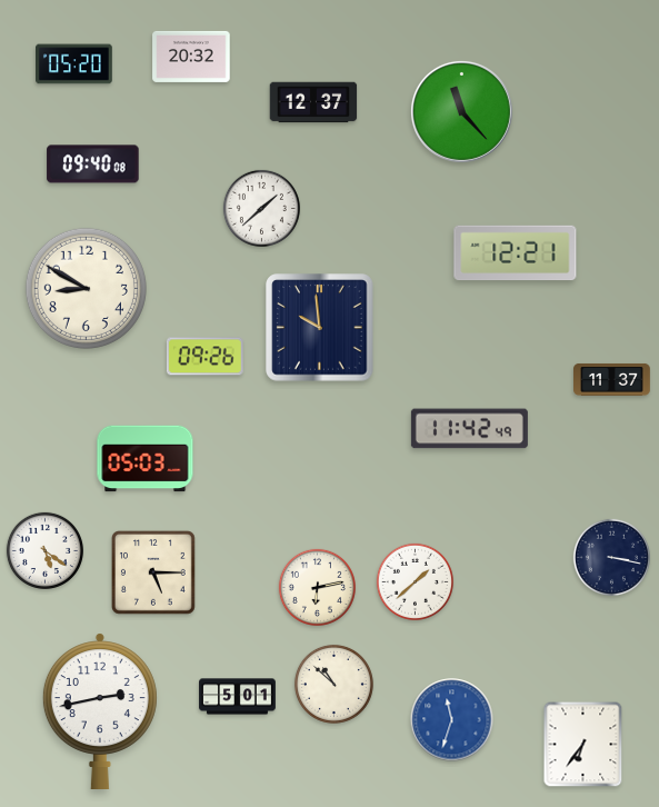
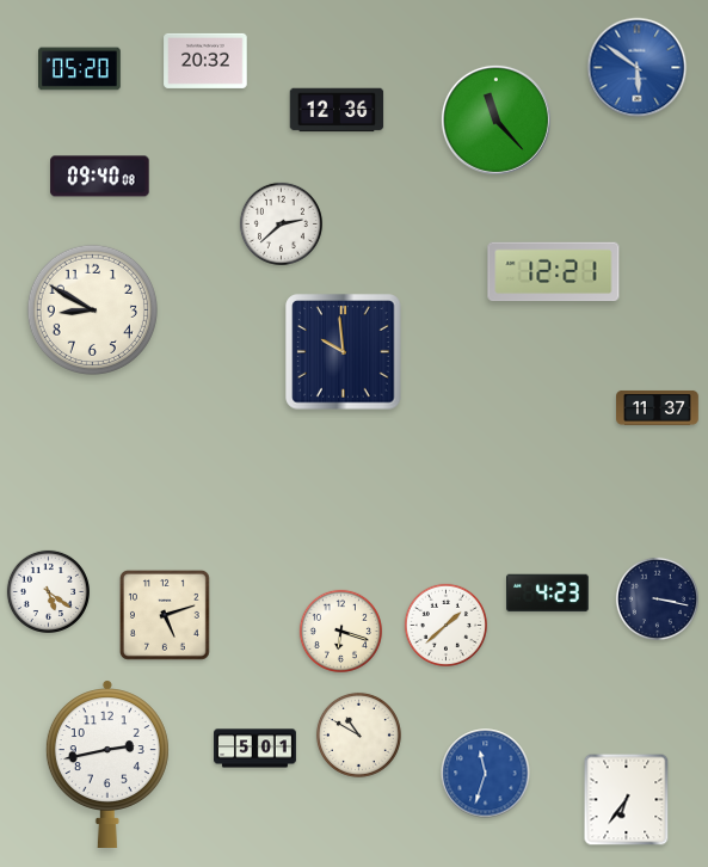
clock at (638, 68): none -> 5:51
clock at (313, 102): 12:37 -> 12:36
clock at (261, 208): 1:38 -> 2:38
clock at (204, 357): 09:26 -> none
clock at (469, 429): 11:42 -> none
clock at (146, 459): 05:03 -> none
clock at (548, 594): none -> 4:23
clock at (153, 572): 5:15 -> 5:12
clock at (317, 587): 6:13 -> 6:18
clock at (333, 684): 10:52 -> 10:50
